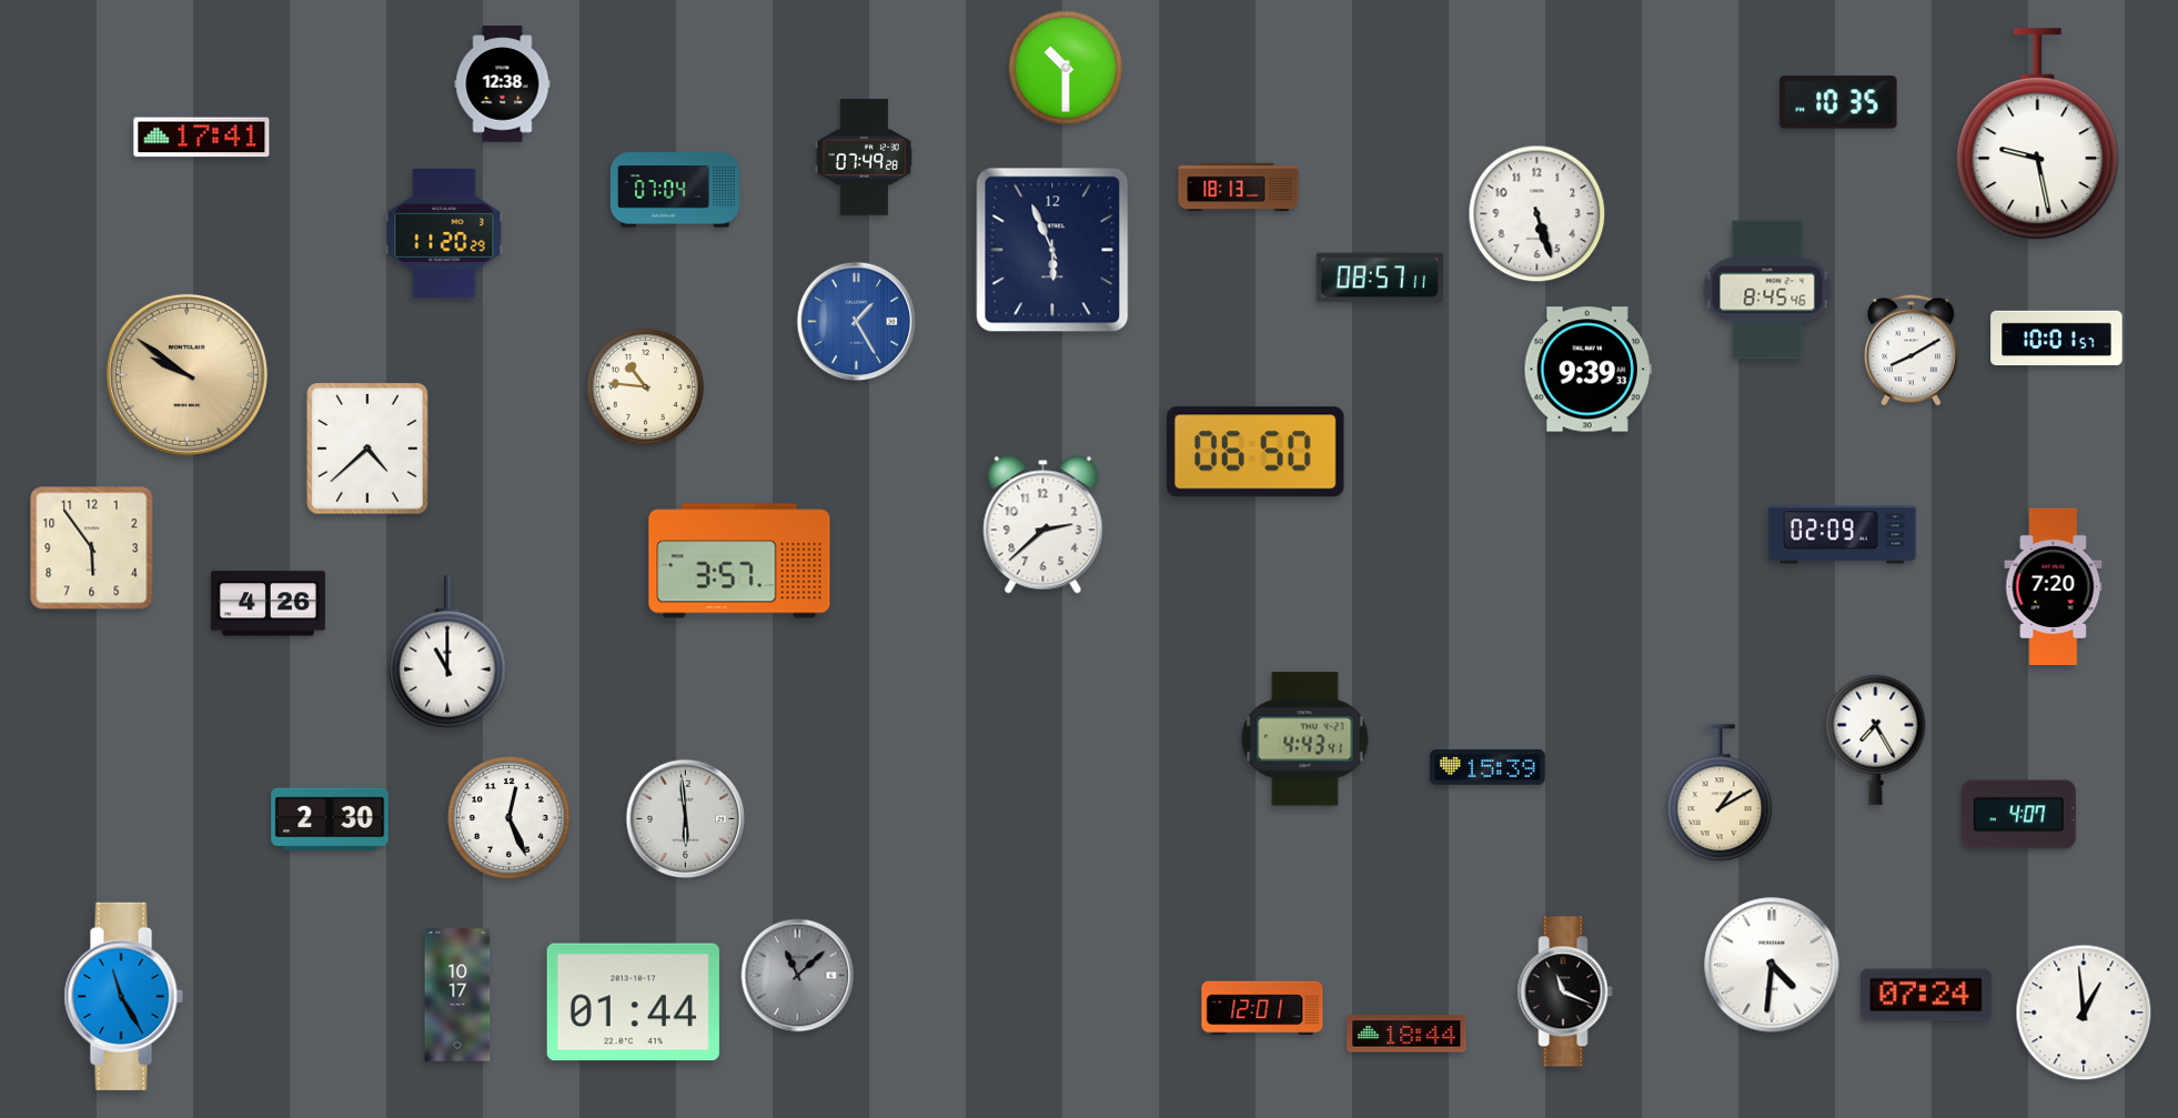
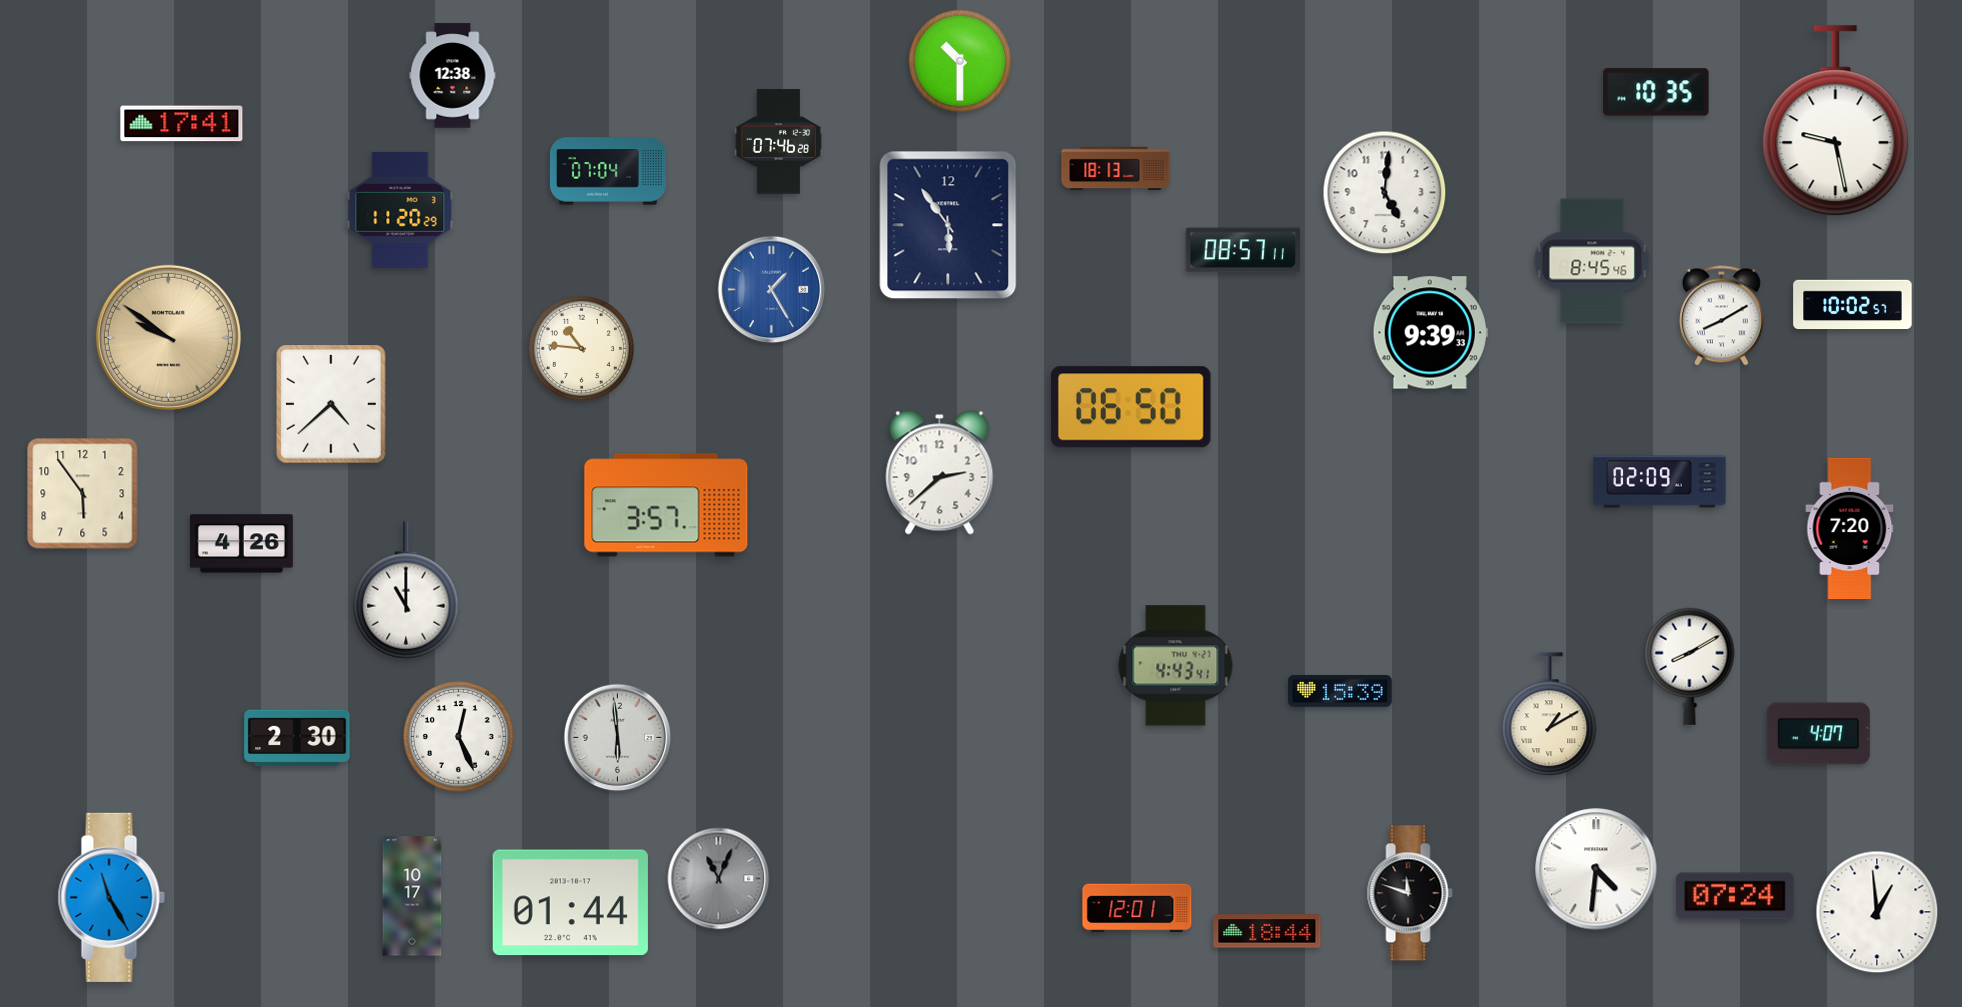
clock at (864, 158): 07:49 -> 07:46
clock at (1537, 214): 5:27 -> 5:01
clock at (1052, 250): 5:56 -> 5:54
clock at (2057, 339): 10:01 -> 10:02
clock at (447, 652) position: (447, 652) -> (406, 590)
clock at (1876, 739): 7:25 -> 8:10
clock at (798, 976): 11:08 -> 11:04
clock at (1565, 991): 11:19 -> 11:48
